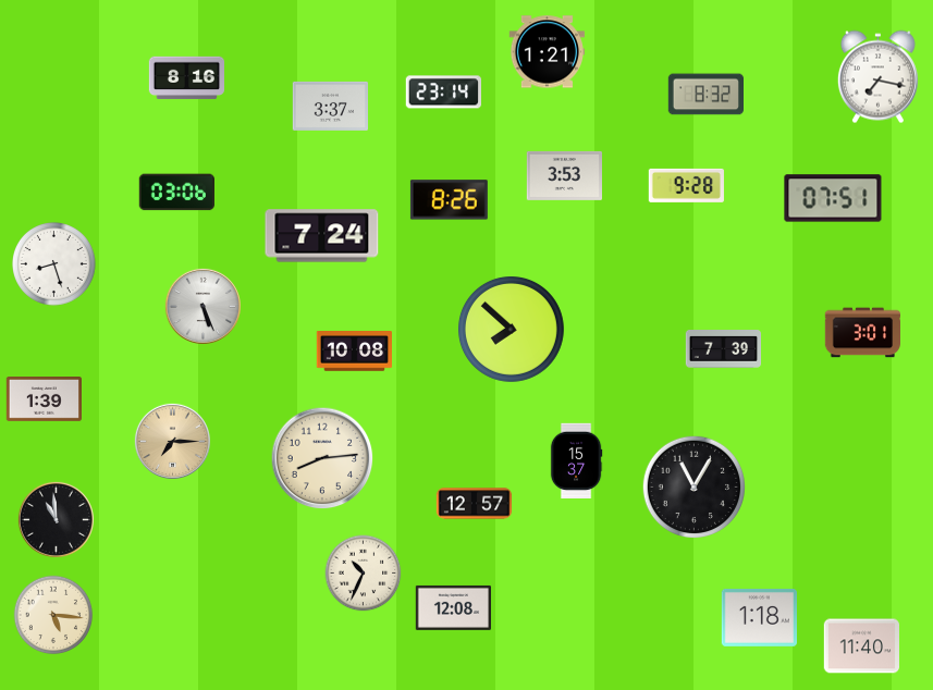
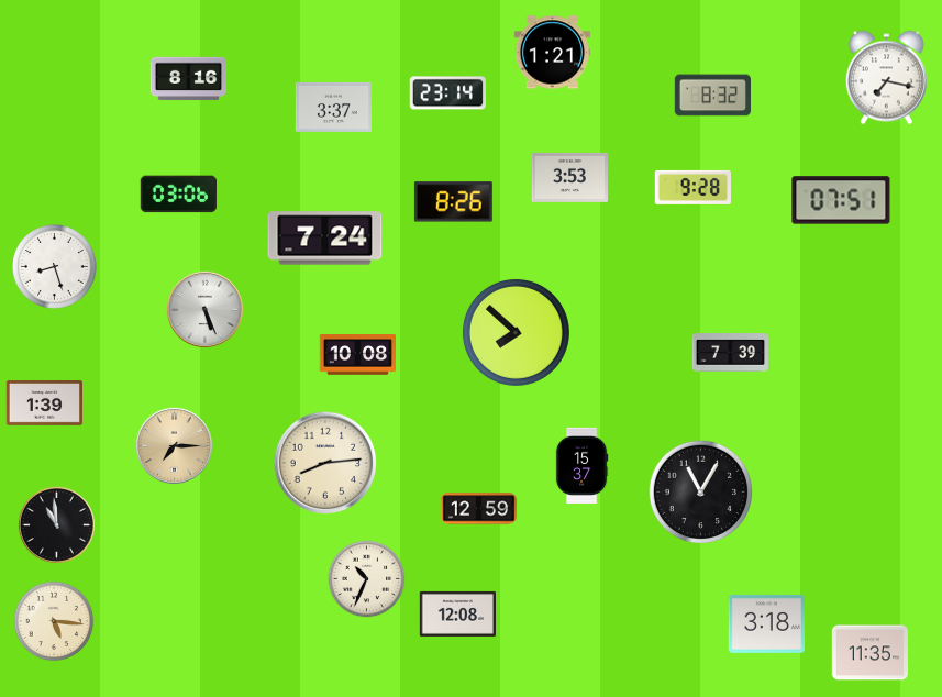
clock at (862, 333): 3:01 -> none
clock at (475, 504): 12:57 -> 12:59
clock at (759, 617): 1:18 -> 3:18
clock at (861, 646): 11:40 -> 11:35
